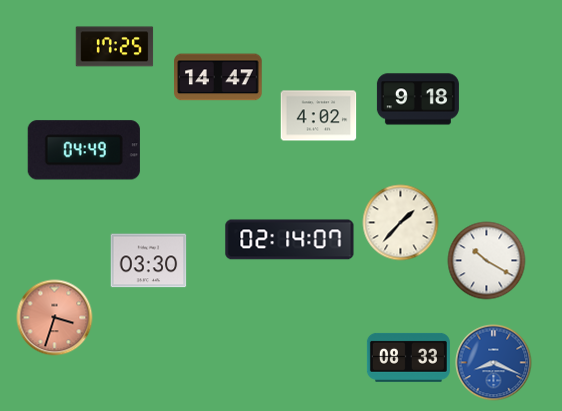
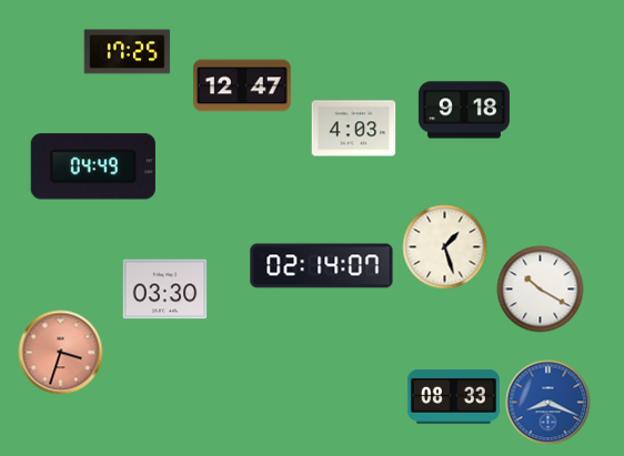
clock at (218, 77): 14:47 -> 12:47
clock at (319, 116): 4:02 -> 4:03
clock at (401, 223): 1:37 -> 1:27
